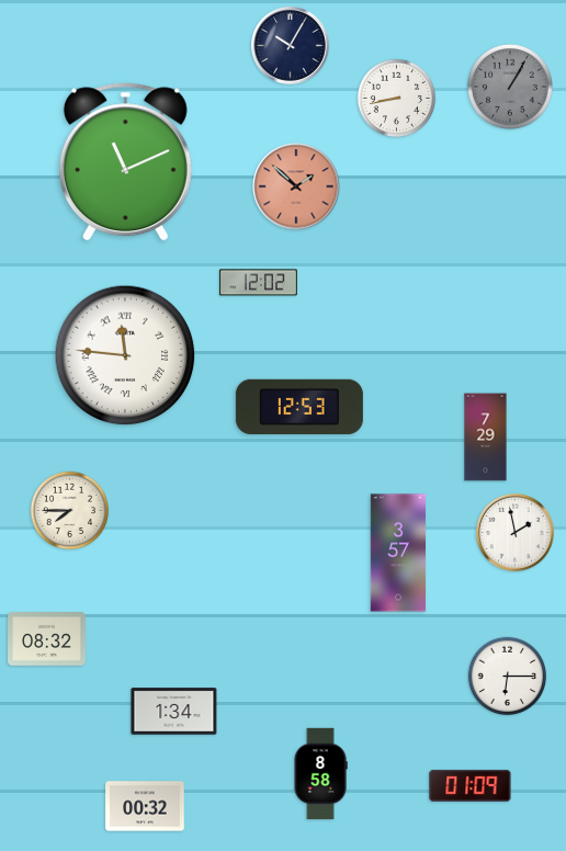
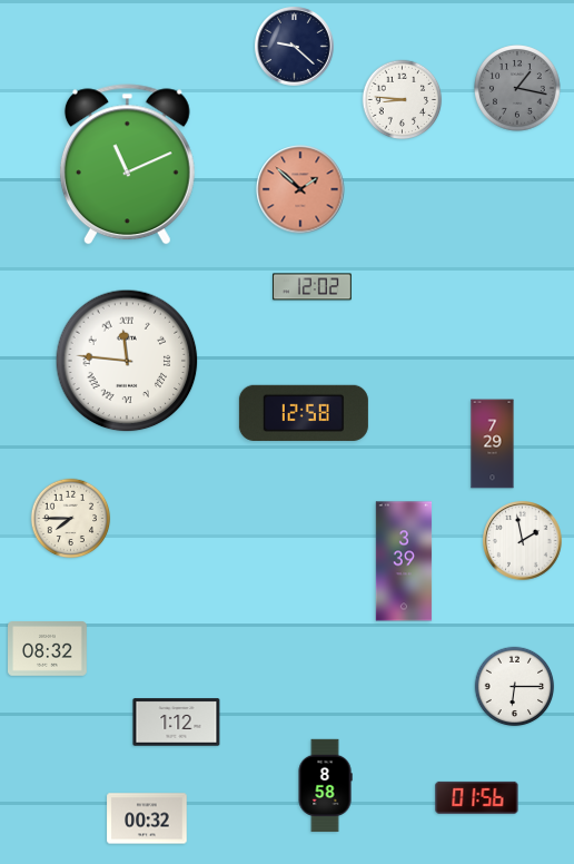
clock at (291, 46): 10:05 -> 9:22
clock at (511, 88): 1:05 -> 1:17
clock at (397, 99): 8:43 -> 8:46
clock at (259, 283) position: (259, 283) -> (313, 287)
clock at (299, 407): 12:53 -> 12:58
clock at (398, 553): 3:57 -> 3:39
clock at (174, 712): 1:34 -> 1:12
clock at (471, 785): 01:09 -> 01:56
